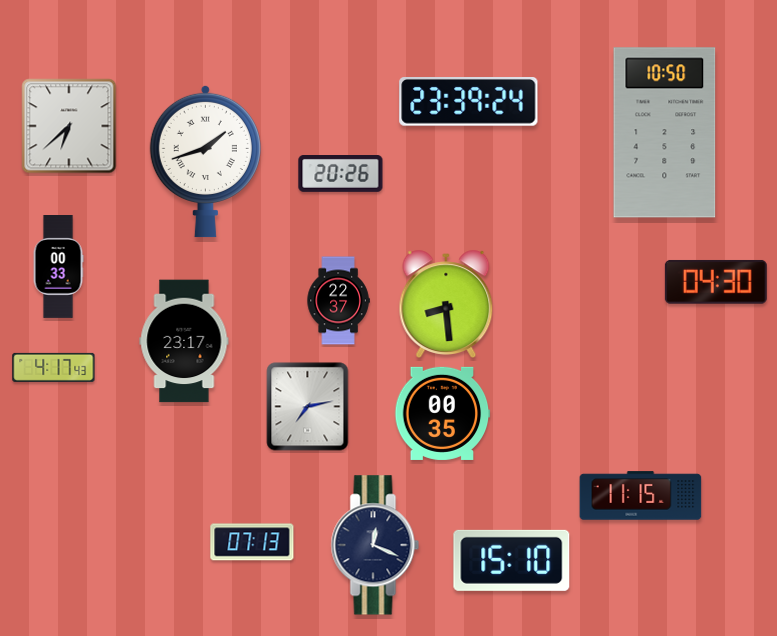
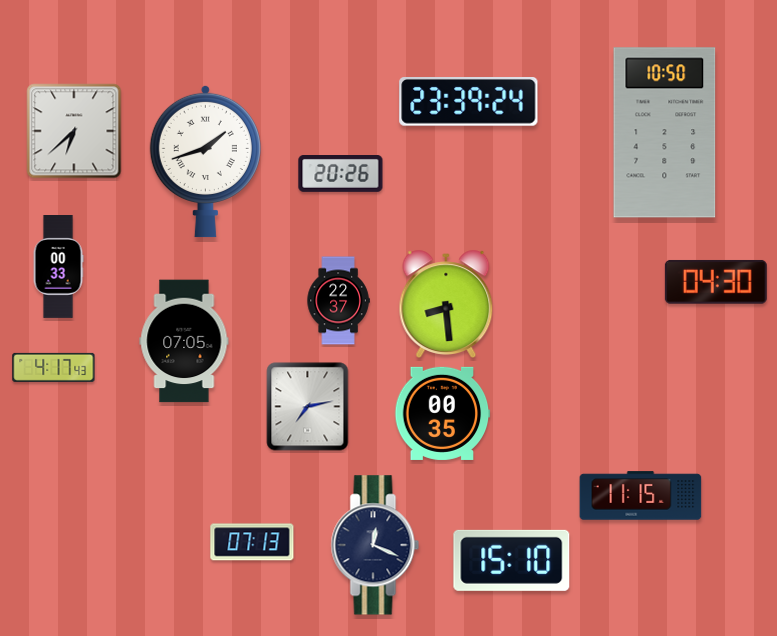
clock at (69, 126) position: (69, 126) -> (74, 131)
clock at (184, 341): 23:17 -> 07:05
